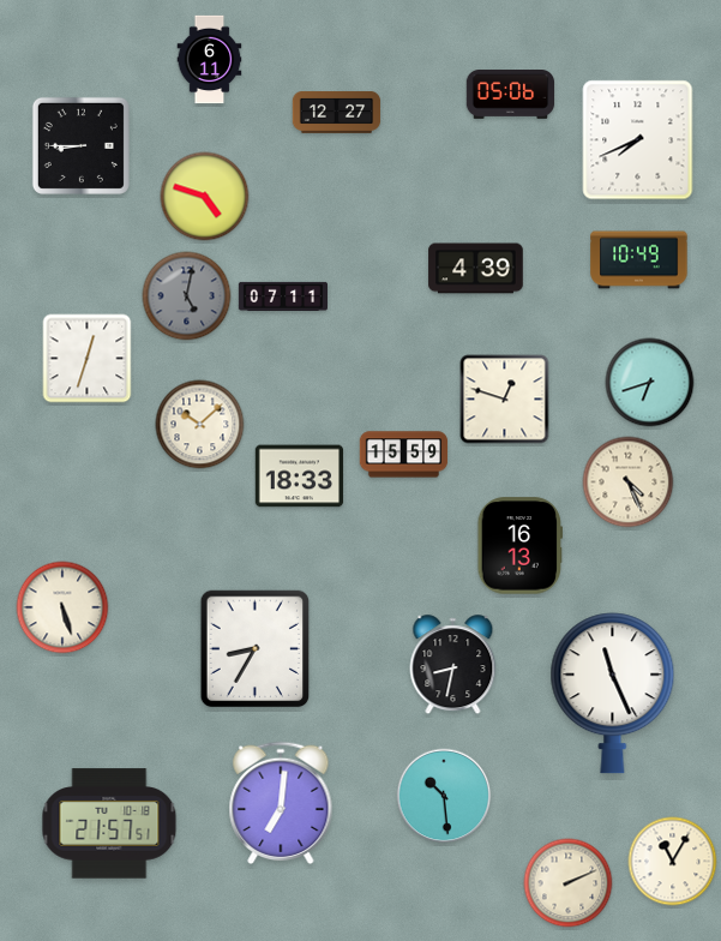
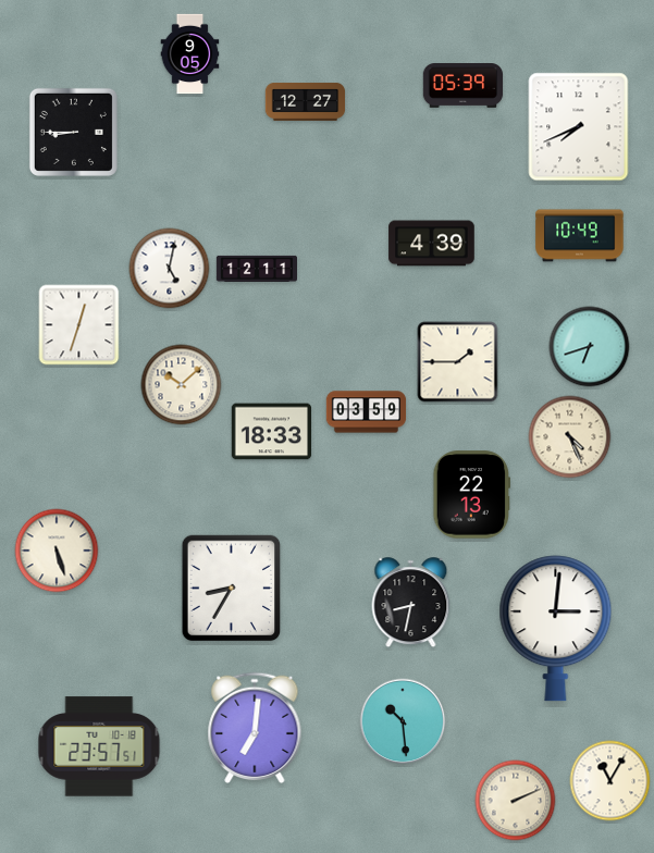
clock at (210, 60): 6:11 -> 9:05
clock at (511, 95): 05:06 -> 05:39
clock at (205, 197): 4:48 -> none
clock at (282, 295): 07:11 -> 12:11
clock at (187, 296) dial: grey -> white
clock at (505, 400): 12:48 -> 1:45
clock at (404, 455): 15:59 -> 03:59
clock at (521, 546): 16:13 -> 22:13
clock at (613, 694): 11:26 -> 3:01
clock at (109, 823): 21:57 -> 23:57
